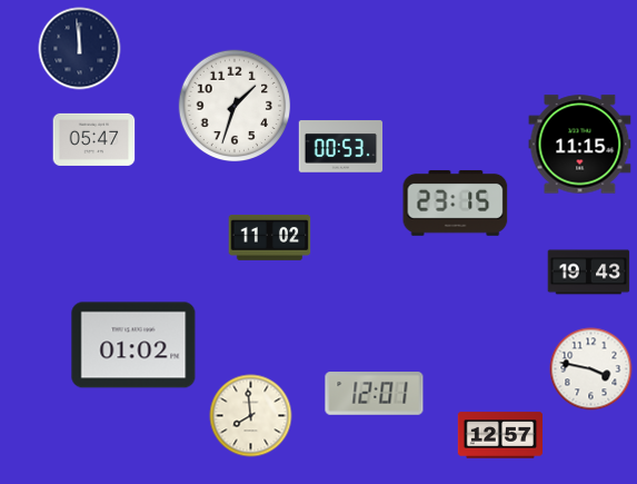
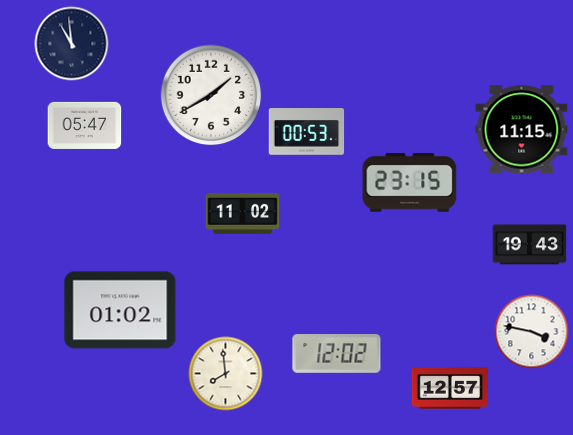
clock at (80, 49): 11:59 -> 10:59
clock at (235, 106): 1:33 -> 1:40
clock at (375, 394): 12:01 -> 12:02
clock at (499, 435) position: (499, 435) -> (449, 388)
